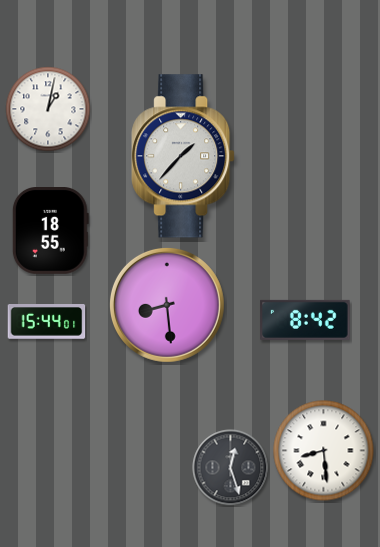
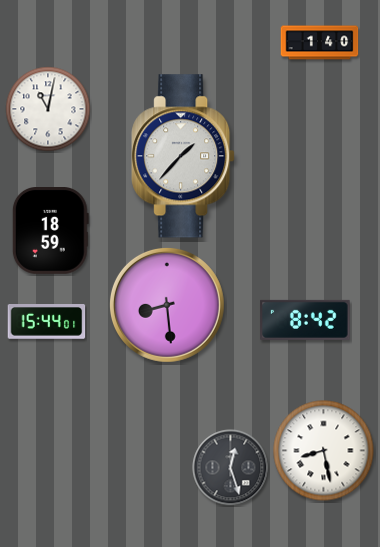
clock at (320, 43): none -> 1:40
clock at (48, 109): 1:02 -> 11:02
clock at (50, 231): 18:55 -> 18:59
clock at (324, 451): 8:29 -> 8:28
